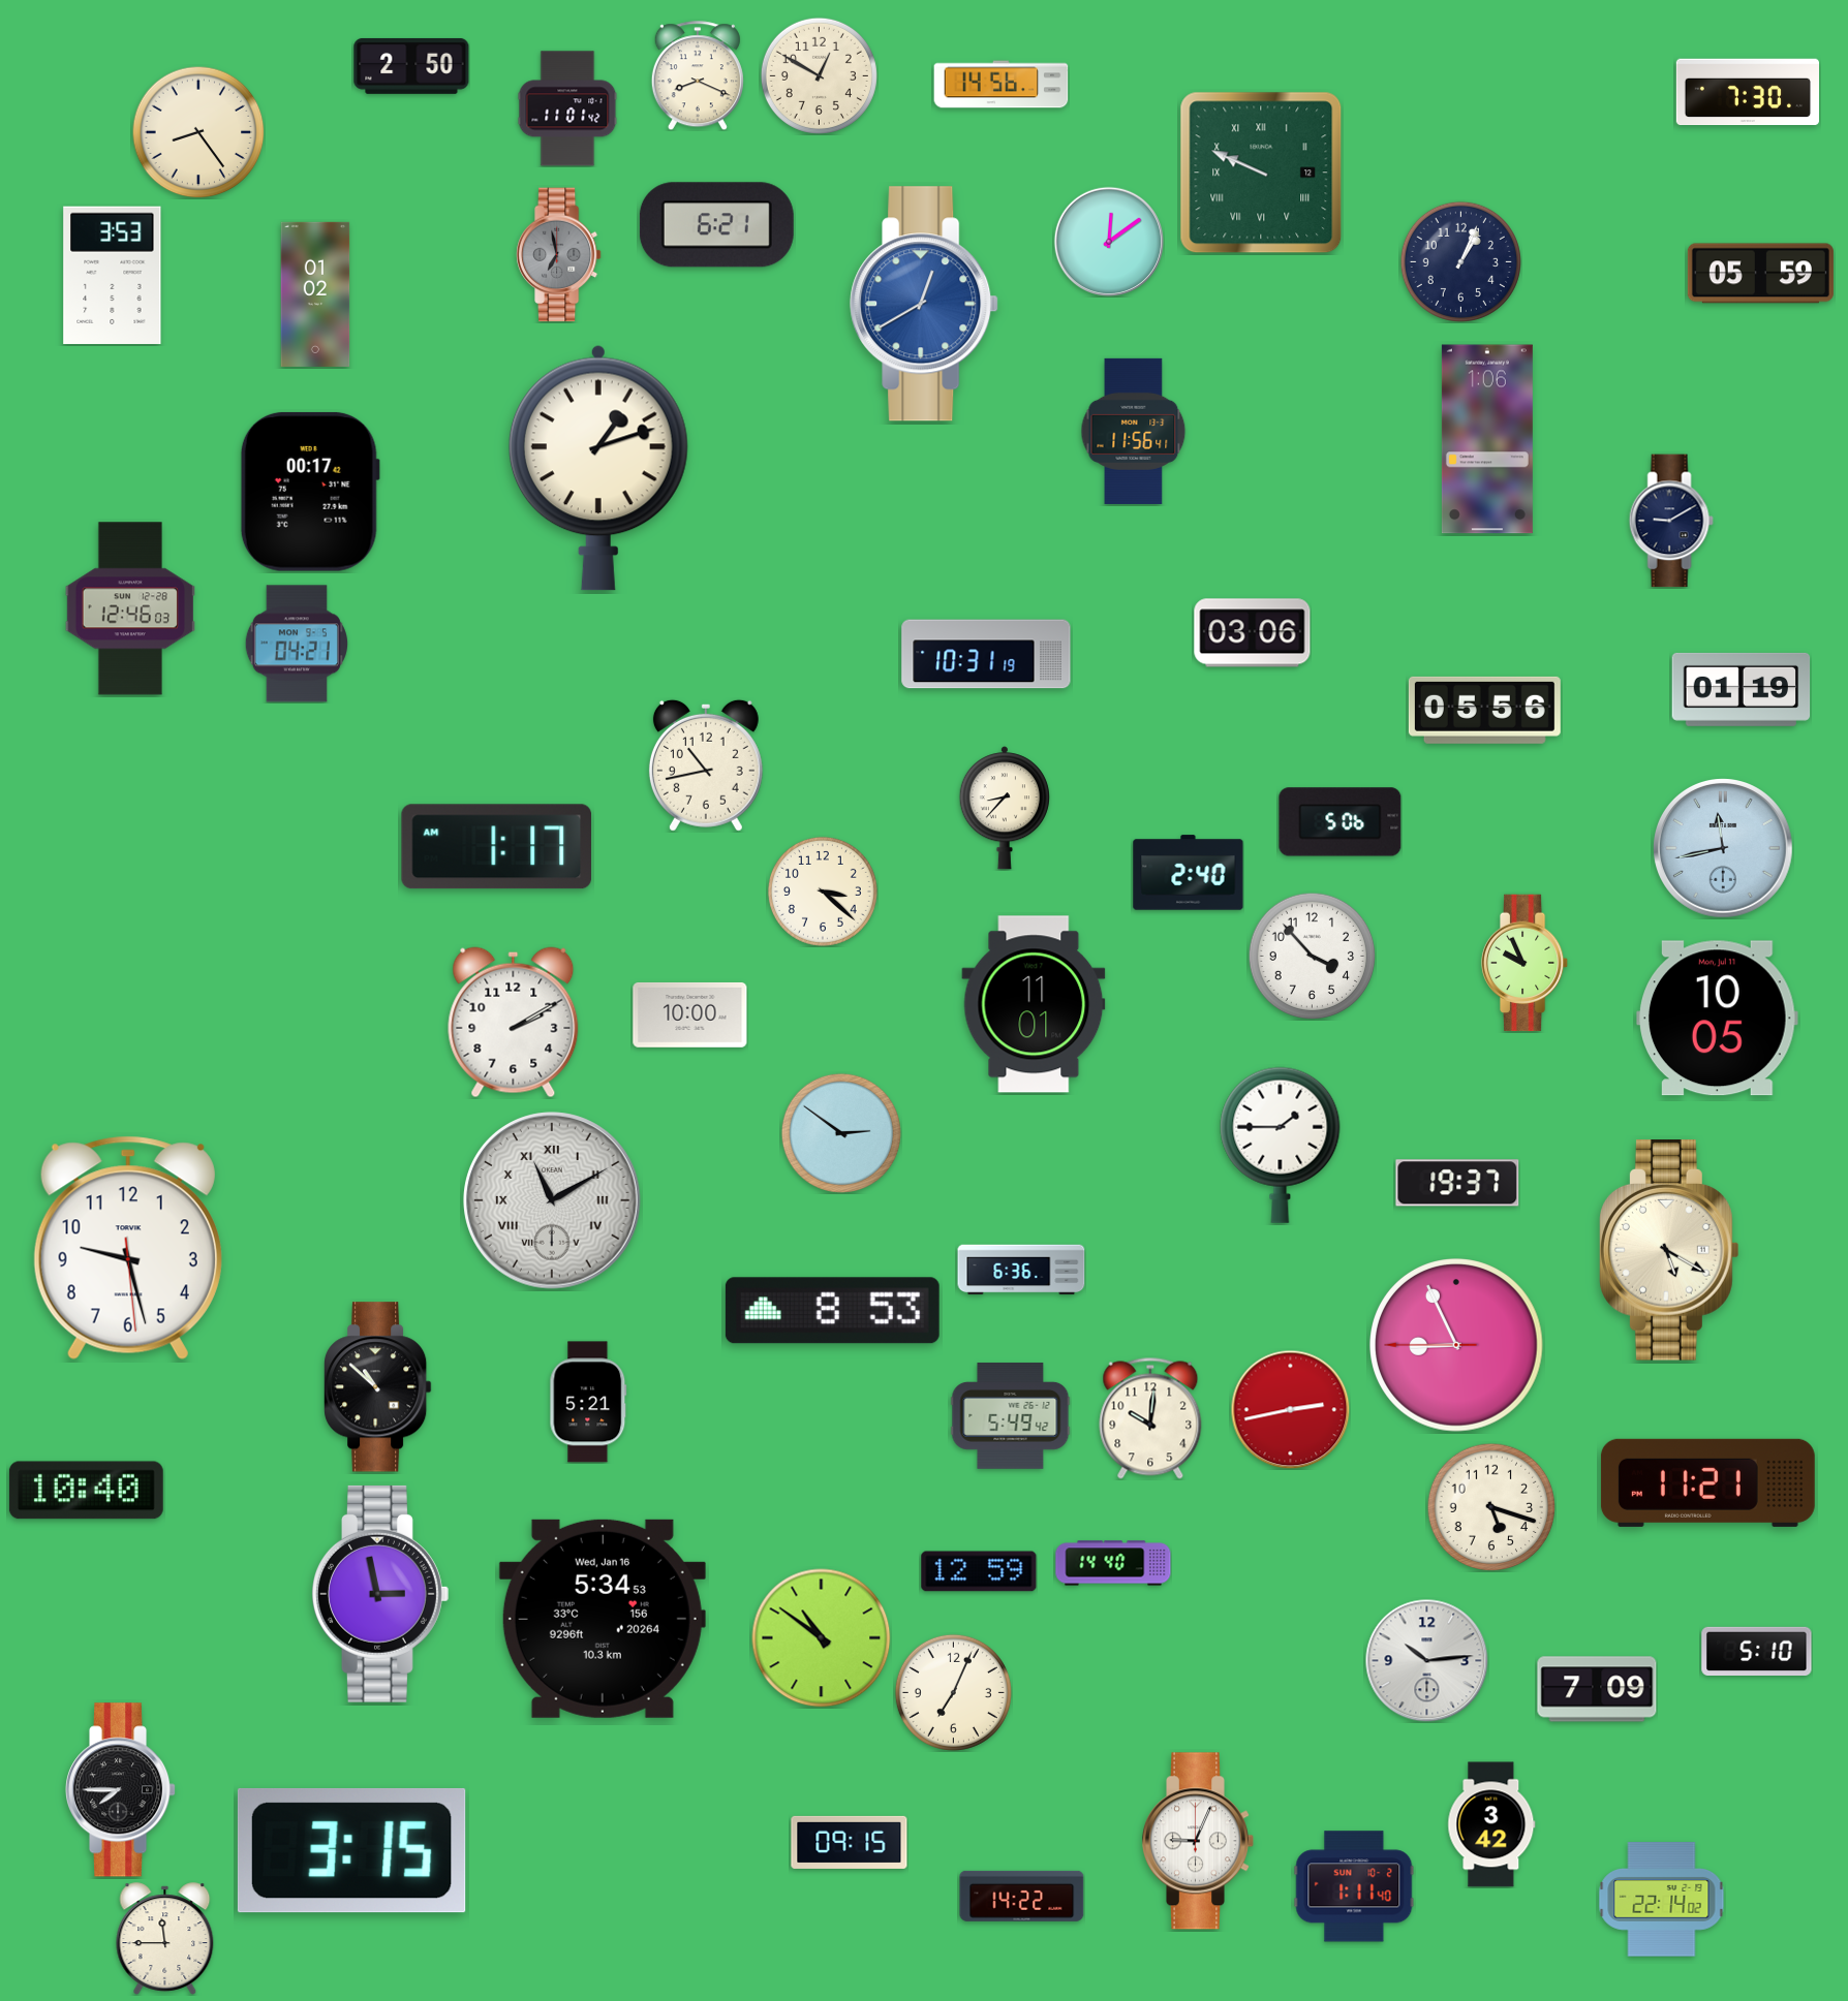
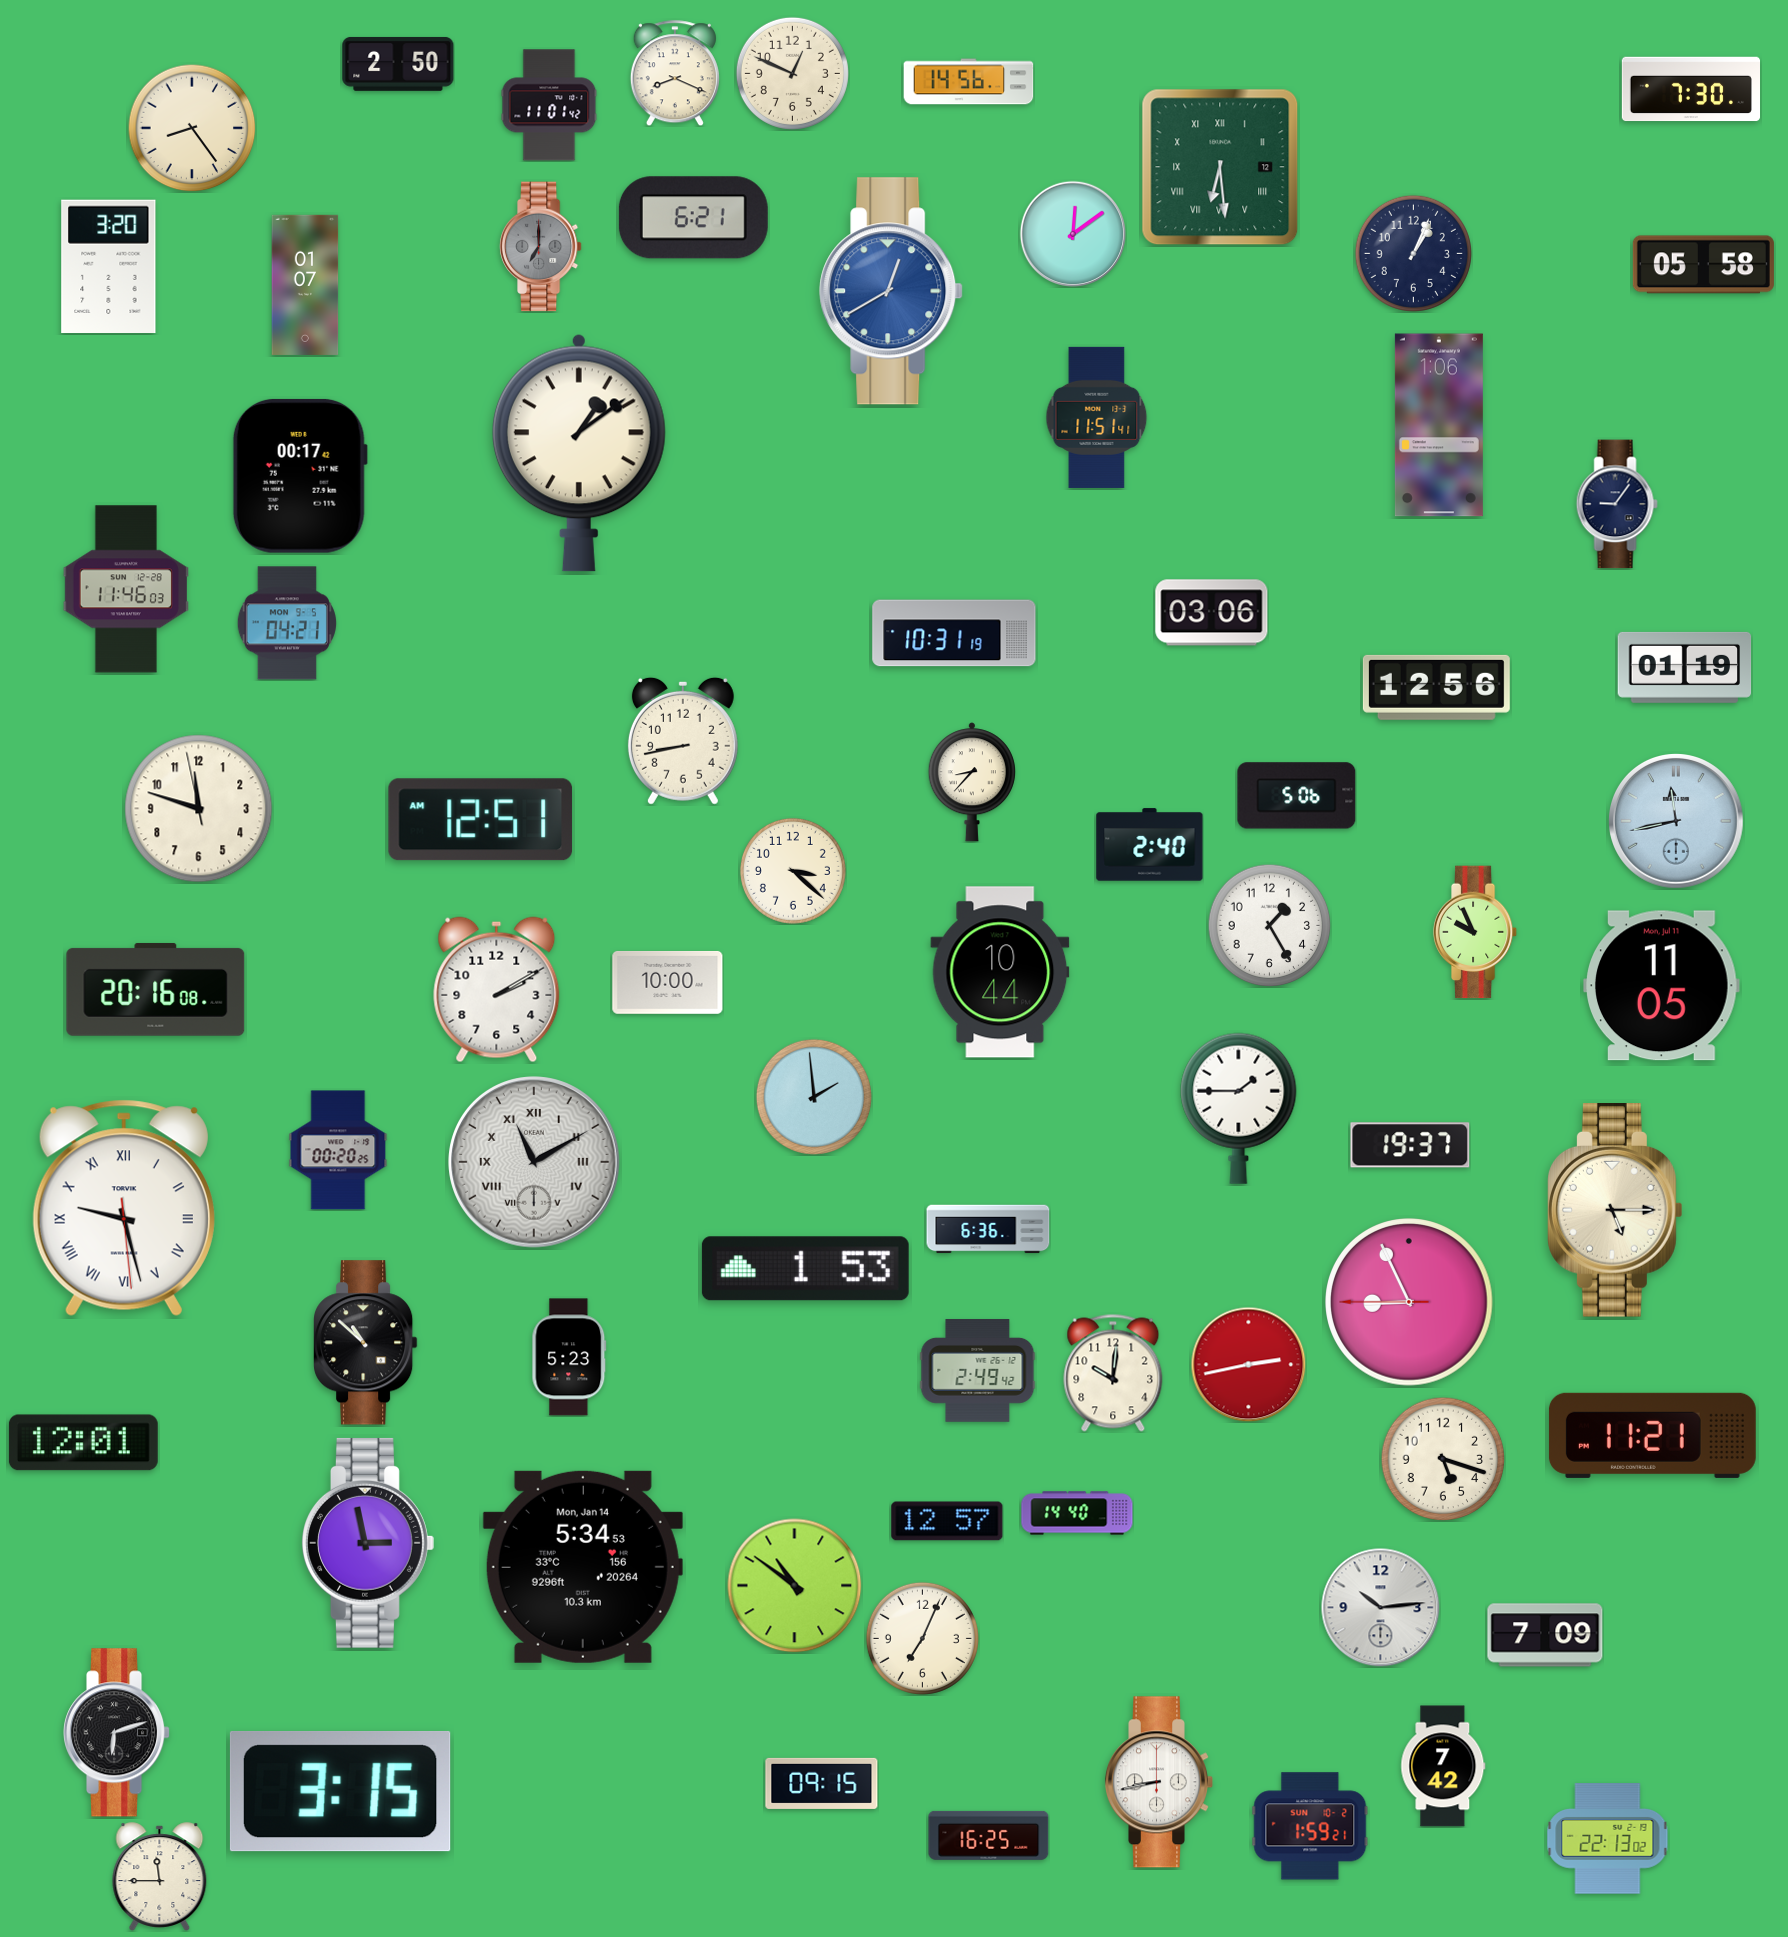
clock at (819, 75): 12:50 -> 12:49
clock at (1261, 173): 9:49 -> 6:29
clock at (558, 255): 6:58 -> 7:00
clock at (1760, 274): 05:59 -> 05:58
clock at (113, 276): 3:53 -> 3:20
clock at (315, 294): 01:02 -> 01:07
clock at (924, 304) position: (924, 304) -> (891, 291)
clock at (1134, 431): 11:56 -> 11:51
clock at (598, 468): 1:12 -> 1:09
clock at (1671, 521): 9:10 -> 9:06
clock at (130, 608): 12:46 -> 11:46
clock at (1484, 710): 05:56 -> 12:56
clock at (706, 765): 10:43 -> 8:43
clock at (199, 809): none -> 11:47
clock at (496, 847): 1:17 -> 12:51
clock at (1724, 849) position: (1724, 849) -> (1677, 822)
clock at (823, 892) position: (823, 892) -> (793, 871)
clock at (1312, 956): 3:53 -> 1:25
clock at (1034, 1004): 11:01 -> 10:44
clock at (1718, 1019): 10:05 -> 11:05
clock at (156, 989): none -> 20:16
clock at (841, 1133): 2:51 -> 1:59
clock at (338, 1150): none -> 00:20
clock at (128, 1248) numerals: Arabic -> Roman
clock at (1670, 1251): 5:20 -> 5:15
clock at (832, 1311): 8:53 -> 1:53
clock at (588, 1402): 5:21 -> 5:23
clock at (1011, 1416): 5:49 -> 2:49
clock at (86, 1491): 10:40 -> 12:01
clock at (979, 1571): 12:59 -> 12:57
clock at (603, 1619) date: Wed, Jan 16 -> Mon, Jan 14
clock at (1757, 1651): 5:10 -> none
clock at (122, 1790): 7:45 -> 6:12
clock at (1491, 1824): 3:42 -> 7:42
clock at (1197, 1841): 9:04 -> 8:43
clock at (1354, 1886): 1:11 -> 1:59
clock at (1022, 1896): 14:22 -> 16:25
clock at (1662, 1900): 22:14 -> 22:13
